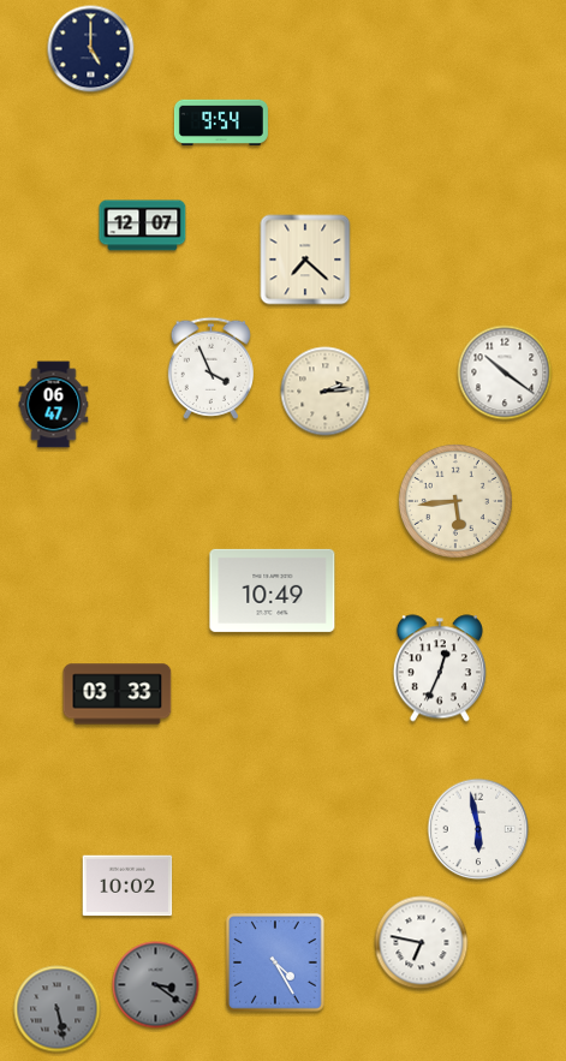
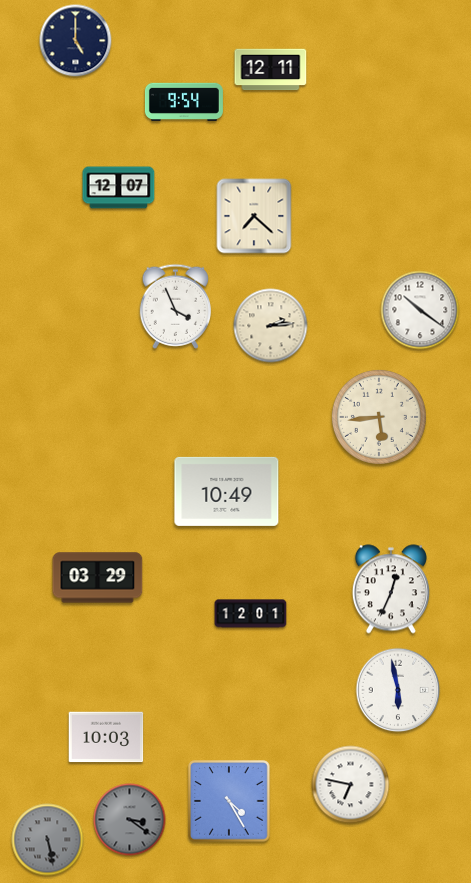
clock at (271, 70): none -> 12:11
clock at (54, 405): 06:47 -> none
clock at (440, 668) position: (440, 668) -> (391, 589)
clock at (118, 695): 03:33 -> 03:29
clock at (251, 614): none -> 12:01
clock at (127, 886): 10:02 -> 10:03
